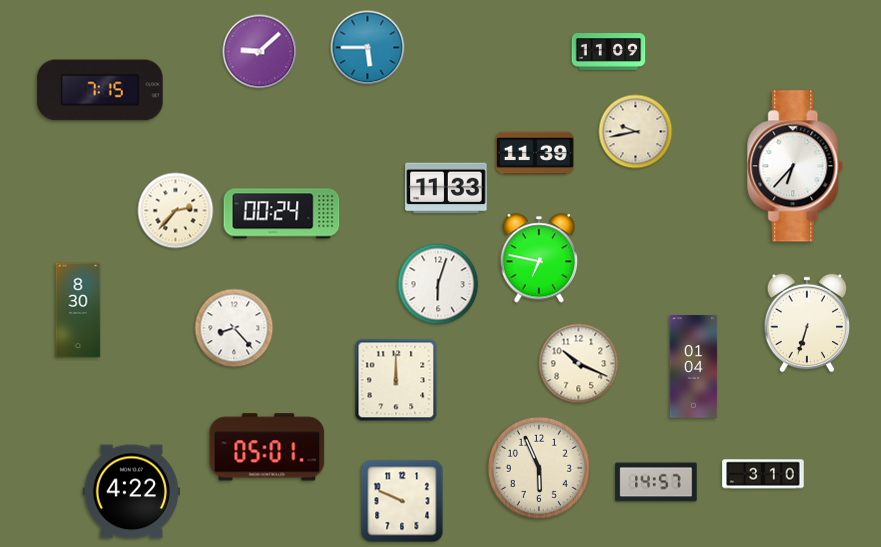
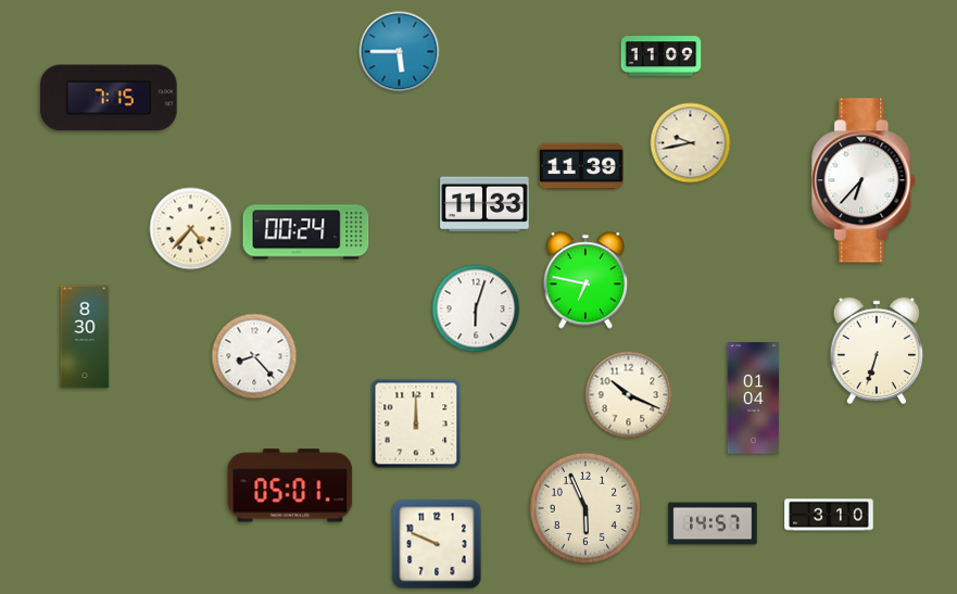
clock at (260, 52): 9:08 -> none
clock at (176, 211): 2:37 -> 4:37
clock at (396, 380) position: (396, 380) -> (416, 424)
clock at (131, 492): 4:22 -> none
